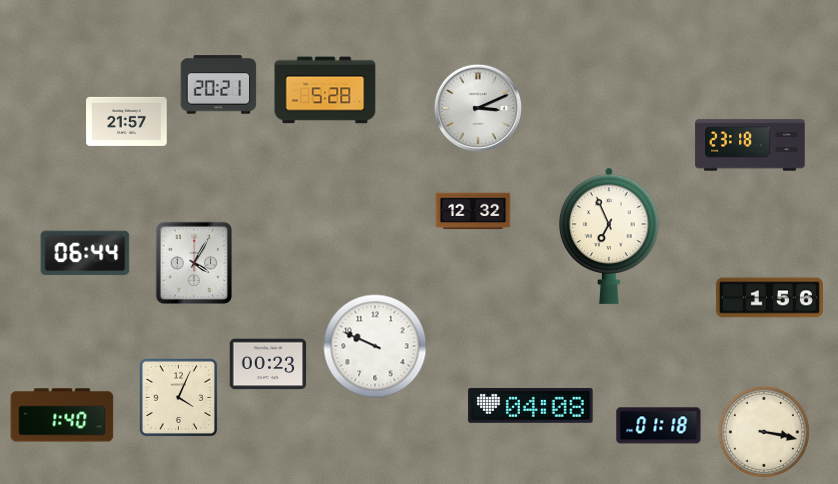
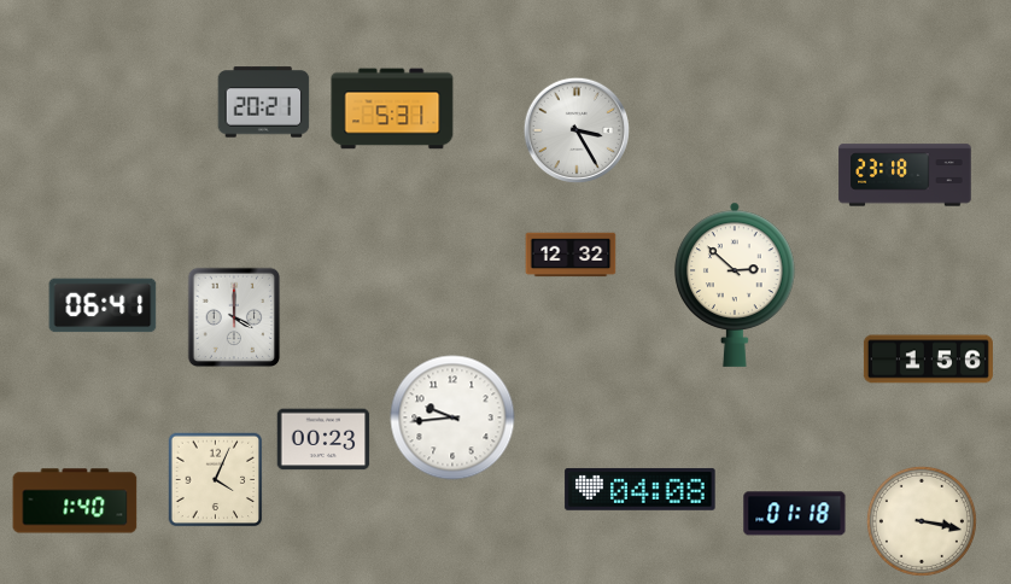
clock at (325, 90): 5:28 -> 5:31
clock at (477, 107): 3:11 -> 3:25
clock at (127, 121): 21:57 -> none
clock at (609, 236): 6:56 -> 2:52
clock at (85, 253): 06:44 -> 06:41
clock at (194, 263): 4:05 -> 4:00
clock at (375, 346): 9:49 -> 9:44
